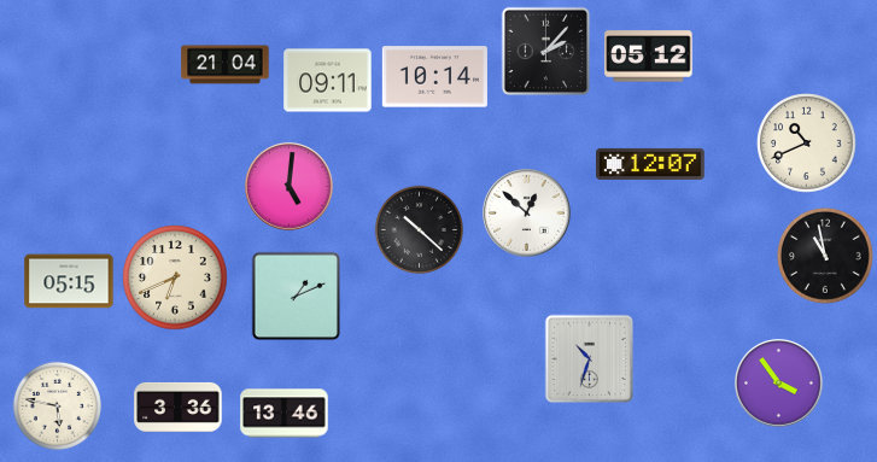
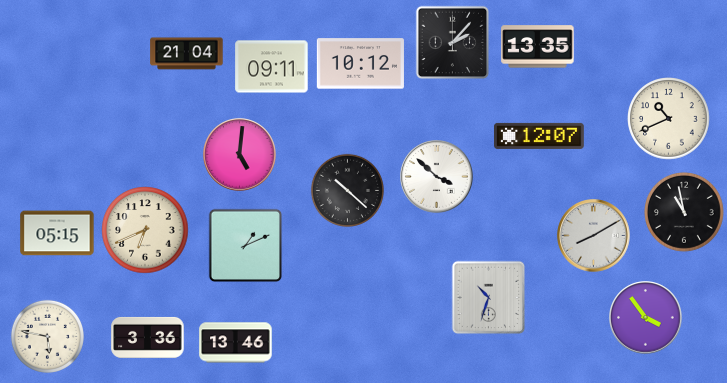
clock at (649, 57): 05:12 -> 13:35
clock at (434, 77): 10:14 -> 10:12
clock at (527, 214): 12:52 -> 3:52
clock at (594, 236): none -> 8:10
